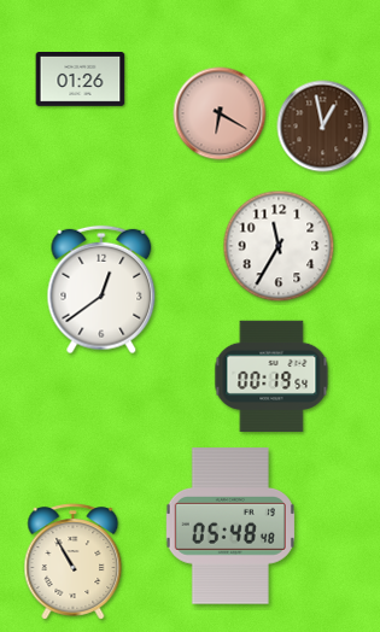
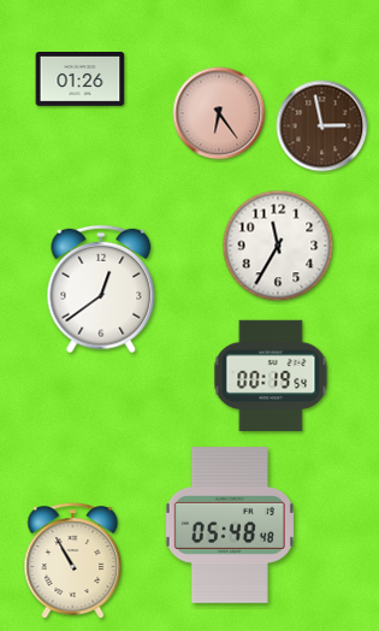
clock at (220, 113): 6:20 -> 6:24
clock at (323, 127): 12:58 -> 2:58
